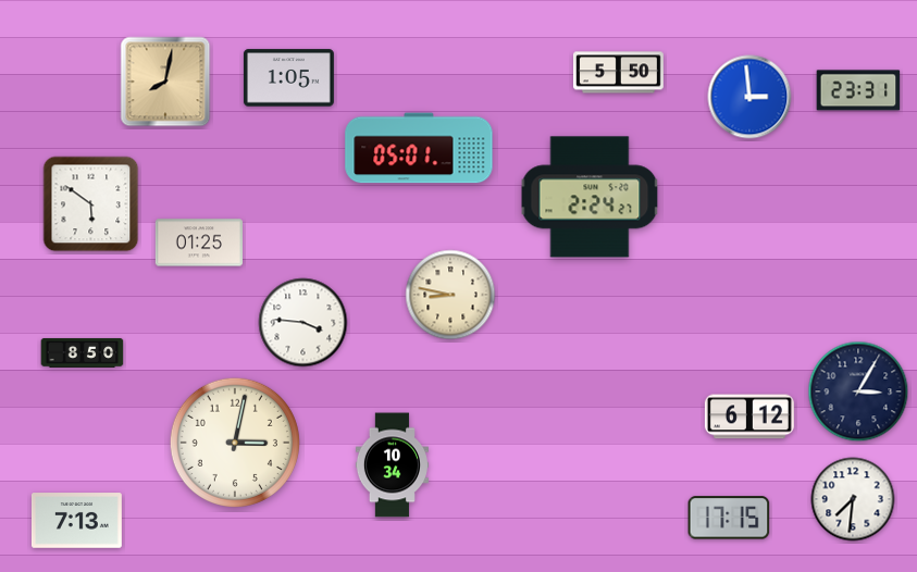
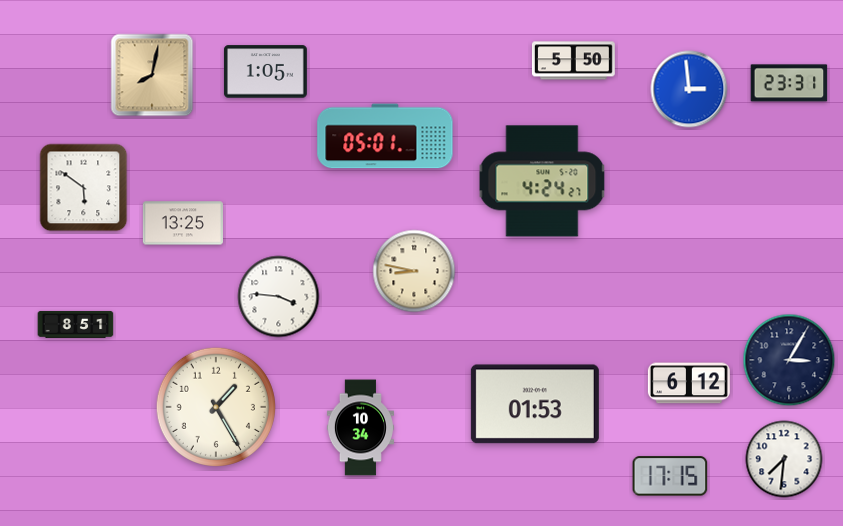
clock at (618, 73) position: (618, 73) -> (573, 61)
clock at (590, 197): 2:24 -> 4:24
clock at (199, 243): 01:25 -> 13:25
clock at (83, 352): 8:50 -> 8:51
clock at (535, 404): none -> 01:53
clock at (235, 443): 3:02 -> 1:25
clock at (76, 521): 7:13 -> none
